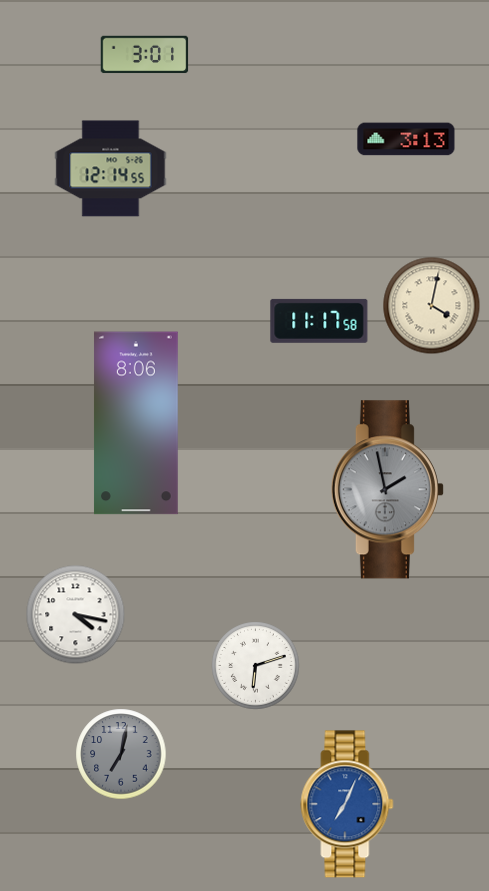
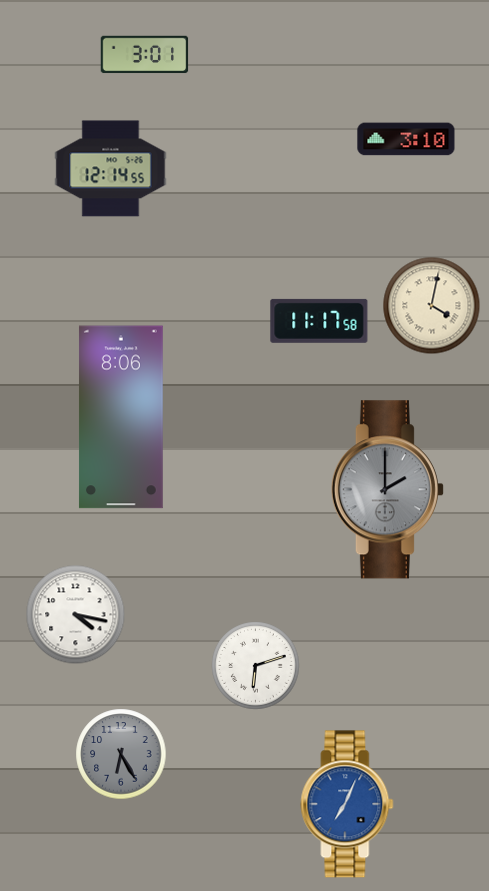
clock at (406, 139): 3:13 -> 3:10
clock at (136, 423) position: (136, 423) -> (121, 417)
clock at (387, 490): 1:58 -> 2:00
clock at (121, 754): 7:02 -> 6:25
